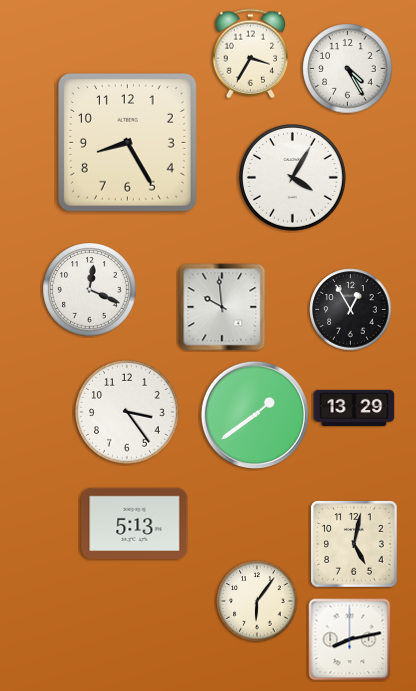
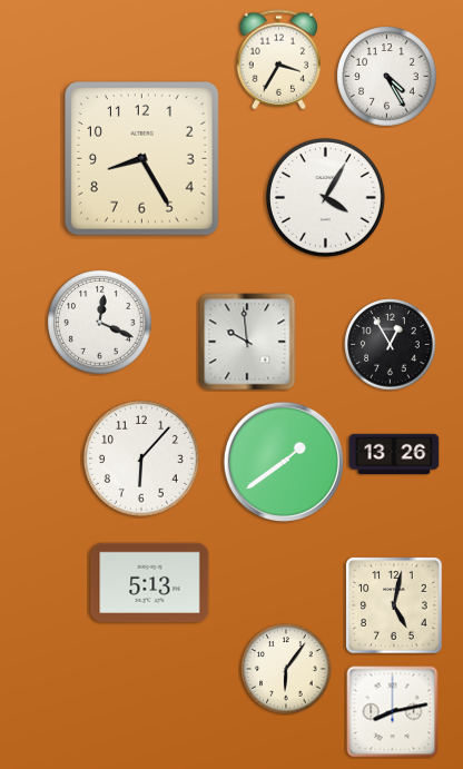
clock at (354, 407): 13:29 -> 13:26
clock at (128, 413): 3:24 -> 6:07
clock at (350, 640) position: (350, 640) -> (393, 712)
